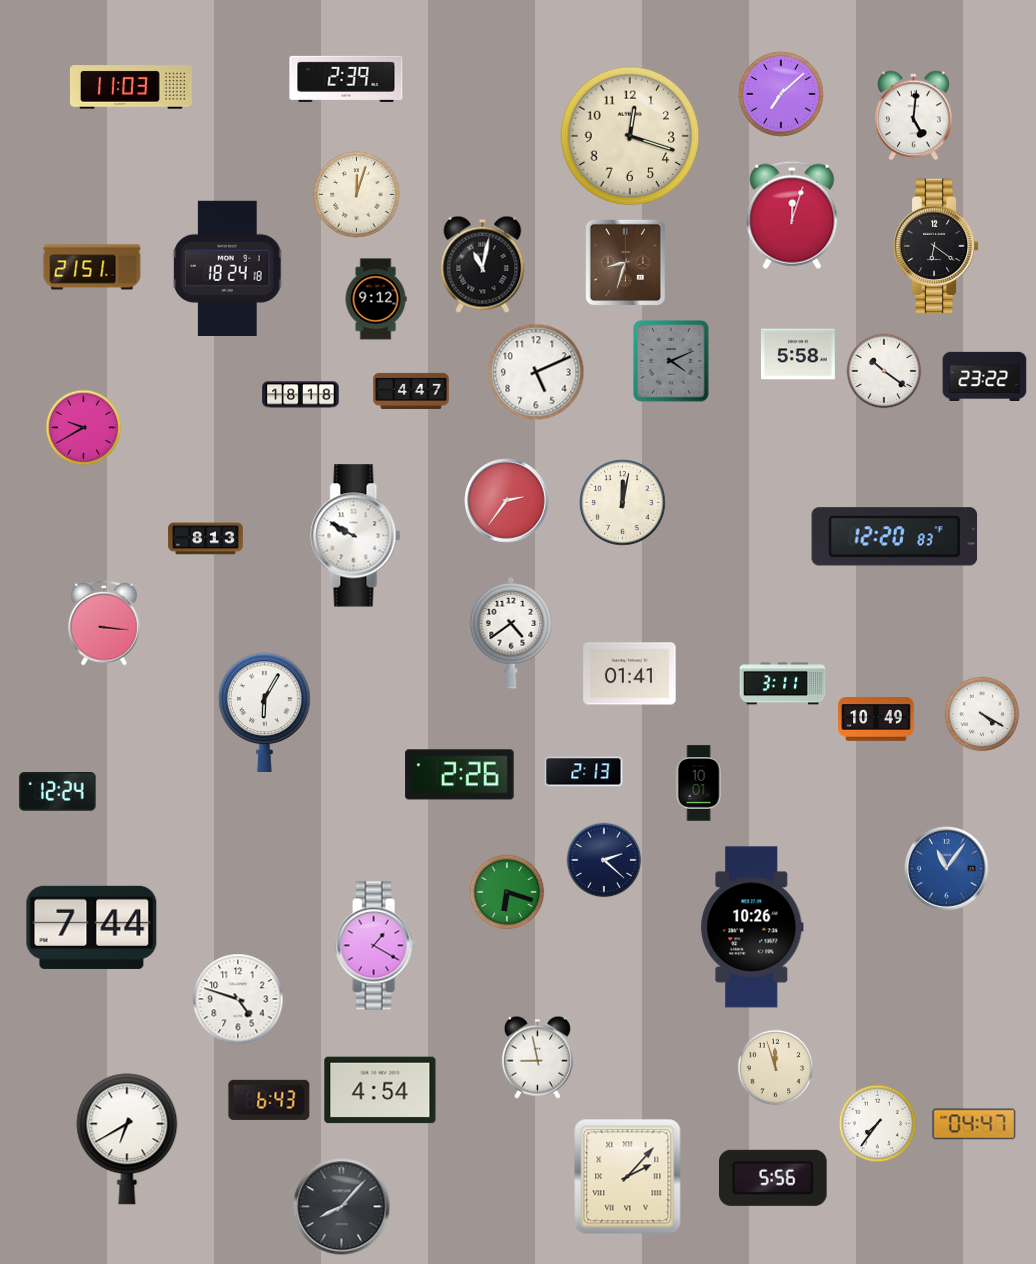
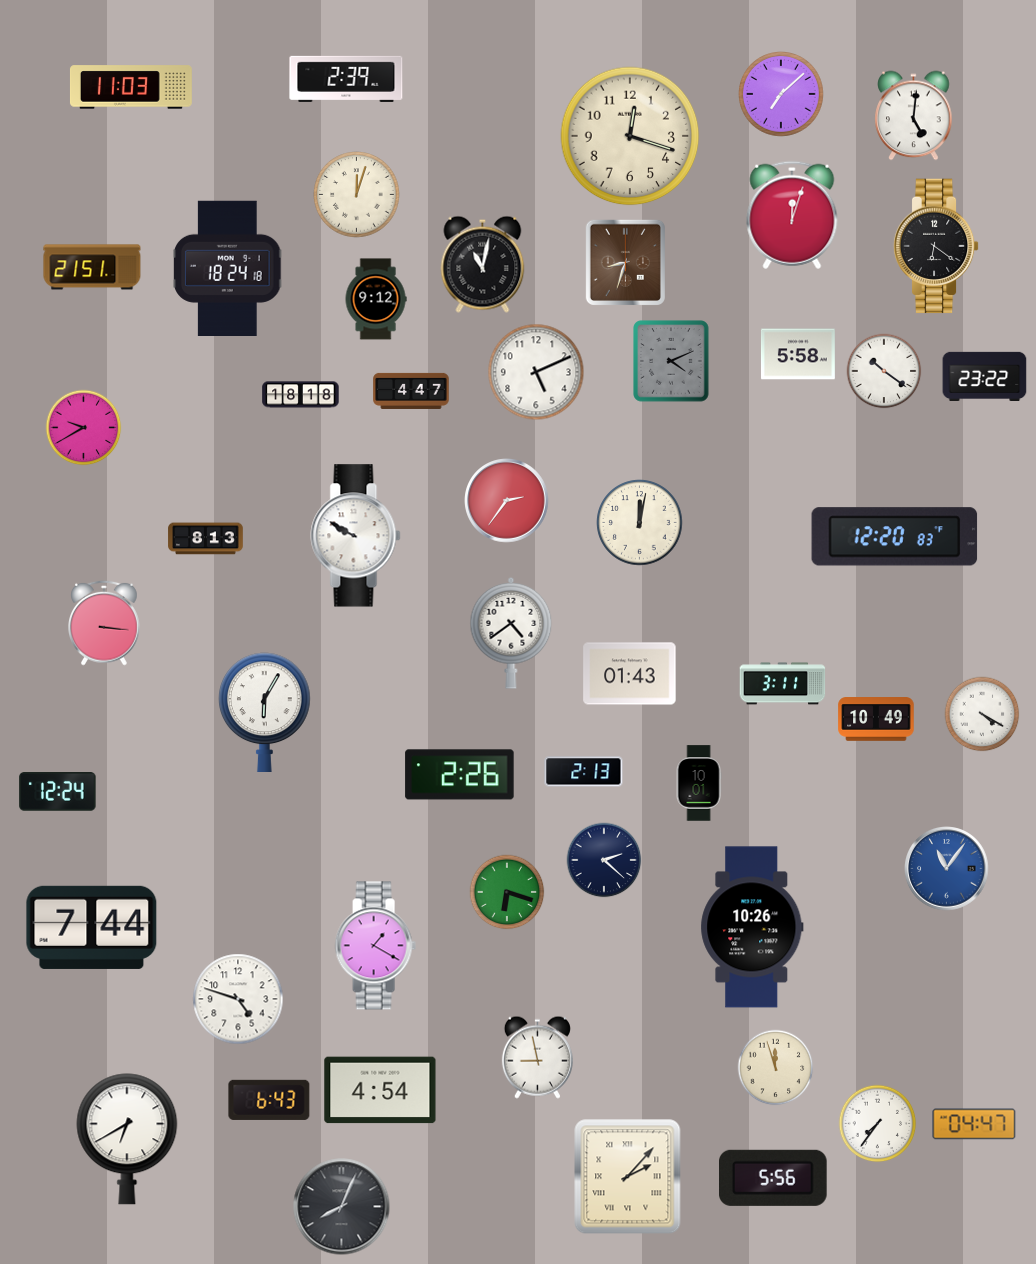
clock at (623, 503) position: (623, 503) -> (640, 523)
clock at (630, 674): 01:41 -> 01:43
clock at (342, 1207): 8:07 -> 8:04
